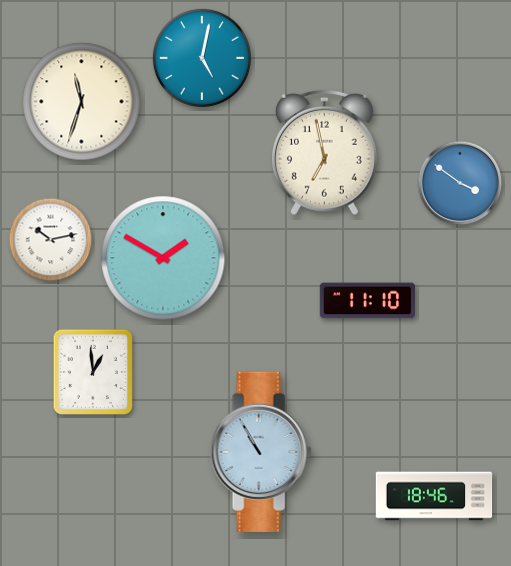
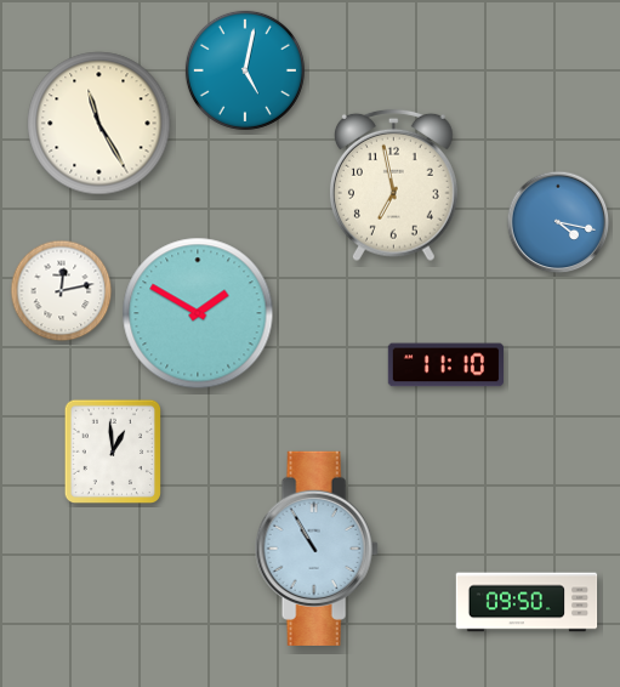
clock at (82, 102): 11:33 -> 11:25
clock at (460, 183): 3:51 -> 4:17
clock at (51, 240): 10:13 -> 12:13
clock at (434, 496): 18:46 -> 09:50
